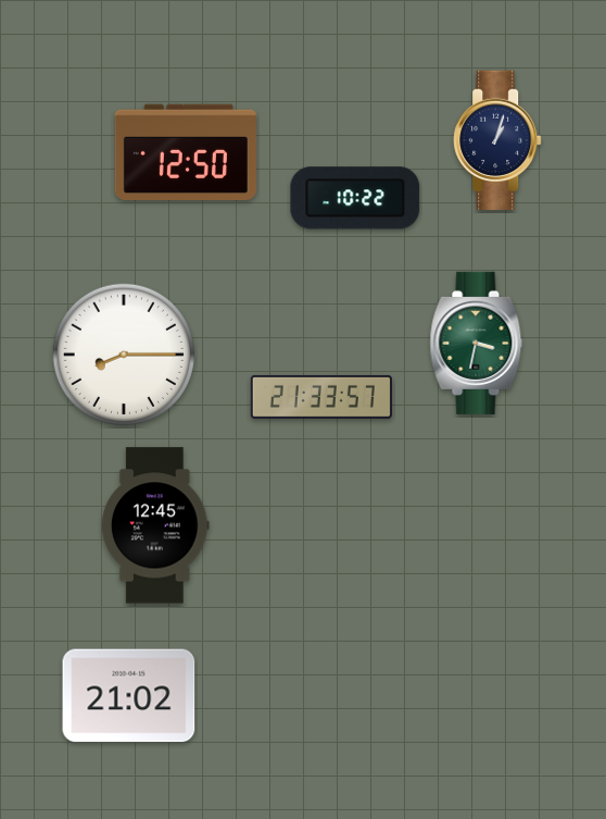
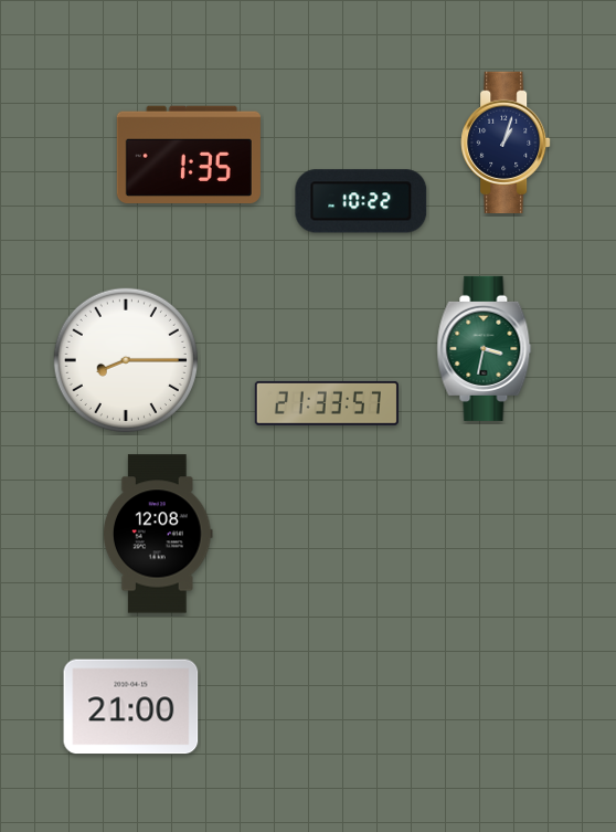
clock at (186, 151): 12:50 -> 1:35
clock at (155, 525): 12:45 -> 12:08
clock at (129, 696): 21:02 -> 21:00
